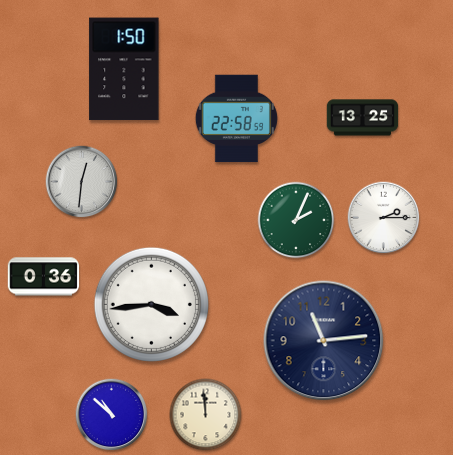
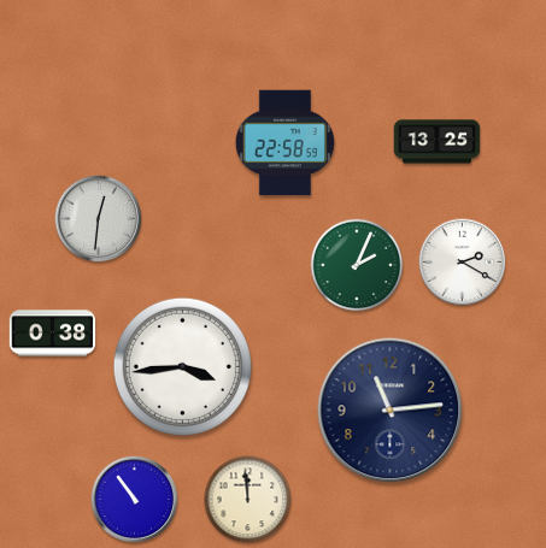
clock at (124, 69): 1:50 -> none
clock at (384, 218): 2:15 -> 2:20
clock at (44, 277): 0:36 -> 0:38
clock at (112, 415): 10:52 -> 10:54
